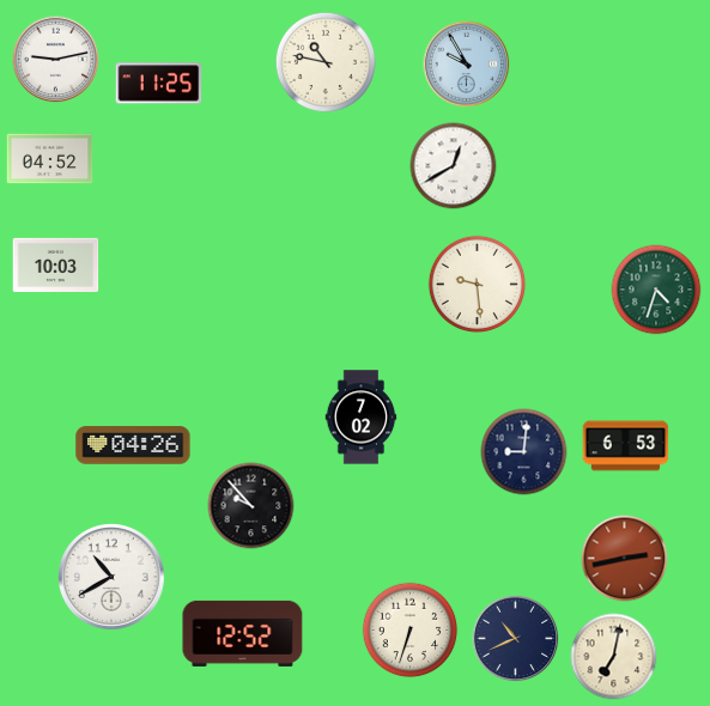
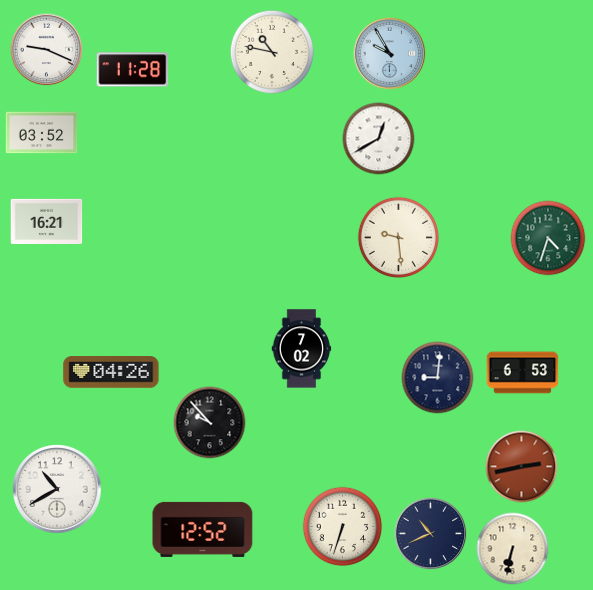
clock at (56, 60): 9:13 -> 9:19
clock at (159, 84): 11:25 -> 11:28
clock at (50, 159): 04:52 -> 03:52
clock at (56, 264): 10:03 -> 16:21
clock at (656, 290) position: (656, 290) -> (548, 238)
clock at (111, 577) position: (111, 577) -> (57, 489)
clock at (614, 657): 7:02 -> 6:32
